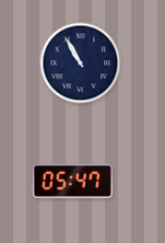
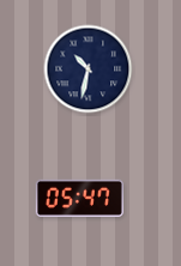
clock at (81, 63): 10:55 -> 10:32
